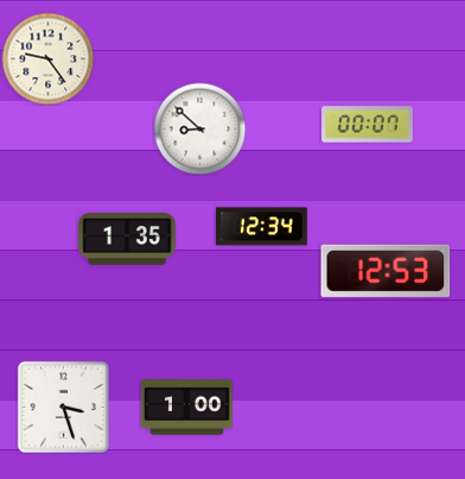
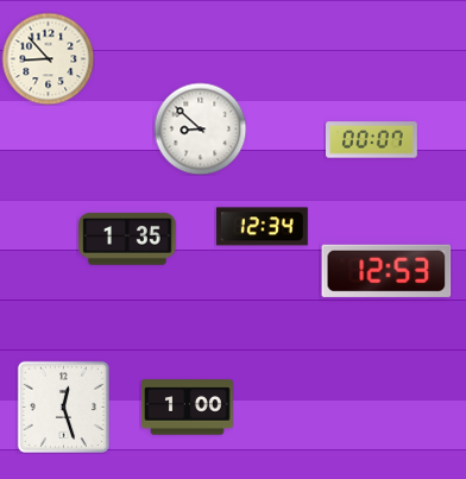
clock at (47, 58): 9:24 -> 8:53
clock at (368, 125) position: (368, 125) -> (372, 140)
clock at (63, 406): 3:27 -> 12:27
